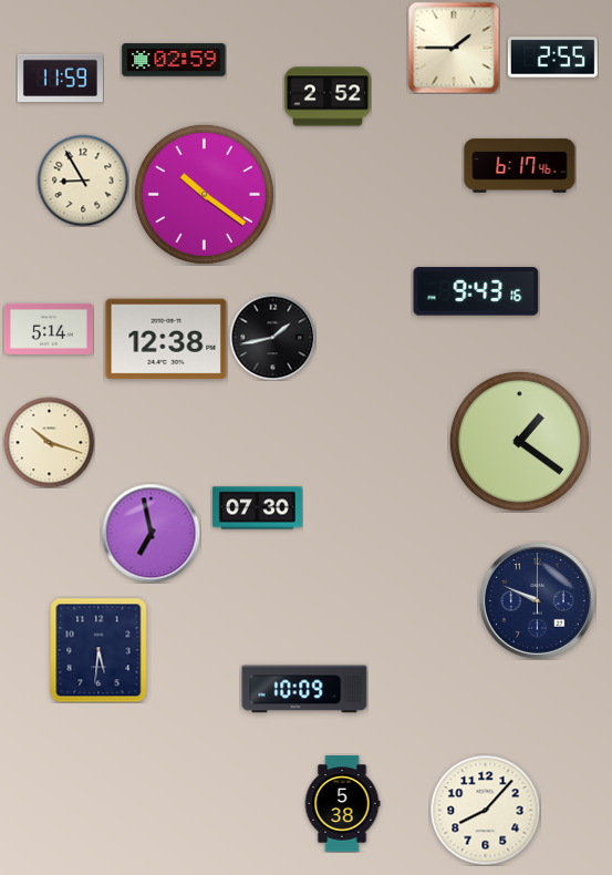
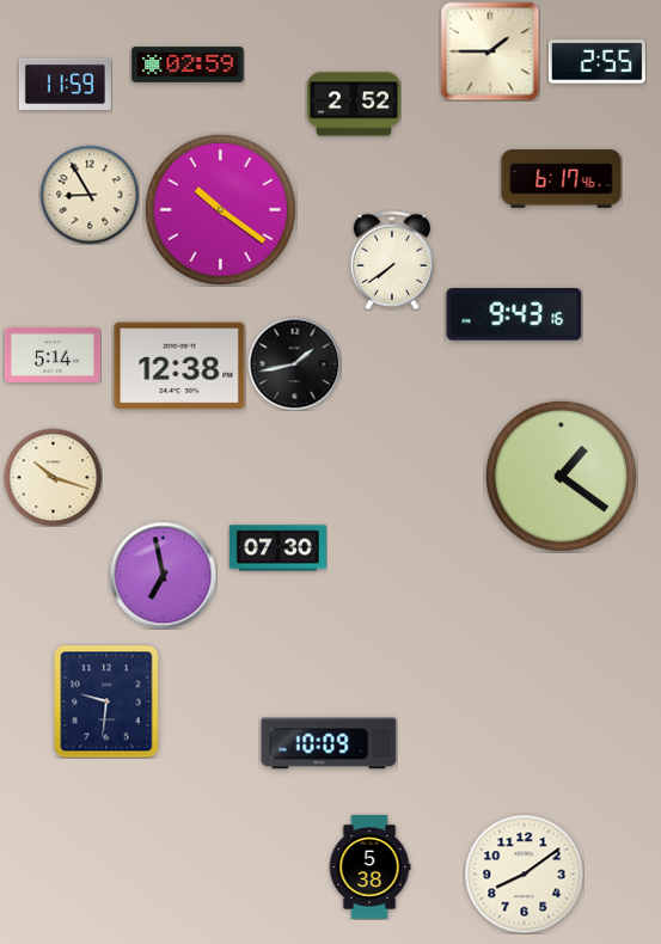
clock at (391, 260): none -> 7:39
clock at (537, 600): 9:49 -> none
clock at (98, 650): 5:31 -> 9:31
clock at (486, 811): 8:07 -> 8:09
